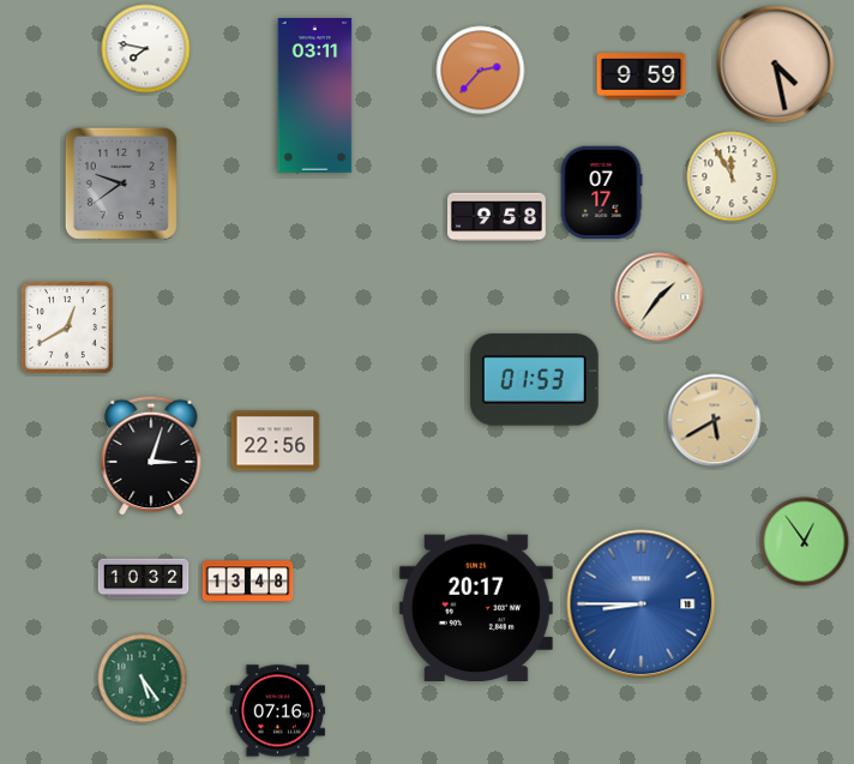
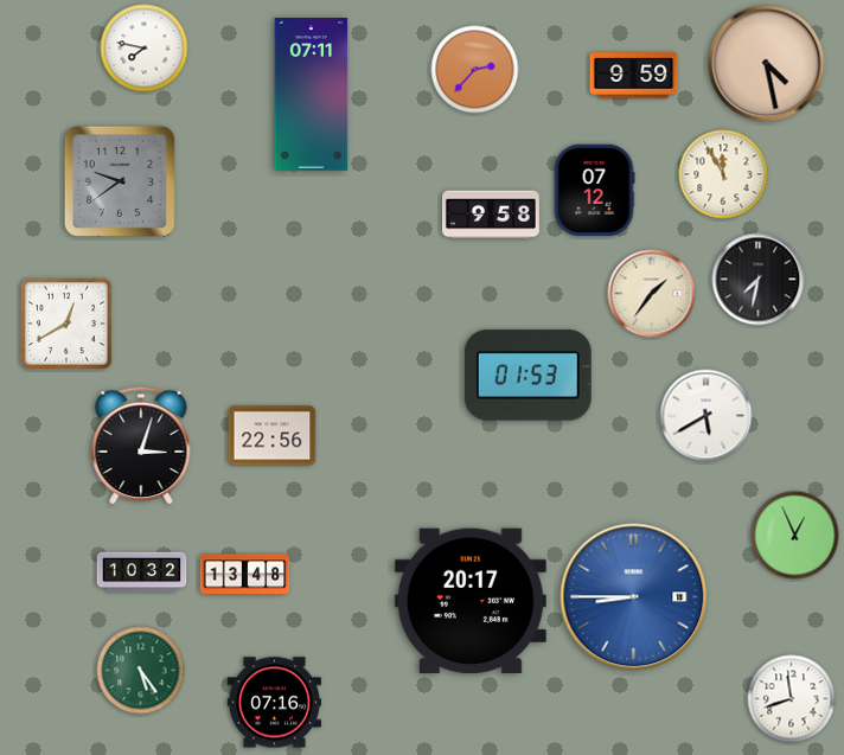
clock at (315, 96): 03:11 -> 07:11
clock at (601, 193): 07:17 -> 07:12
clock at (759, 280): none -> 7:32
clock at (715, 421) dial: champagne -> white
clock at (151, 456) position: (151, 456) -> (141, 446)
clock at (805, 542): 12:54 -> 12:56
clock at (792, 699): none -> 11:42
